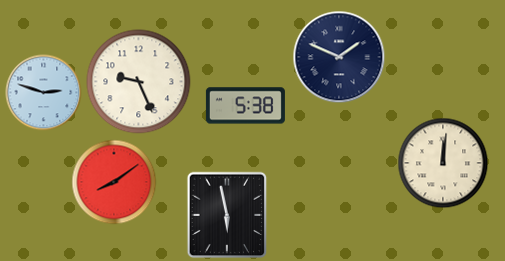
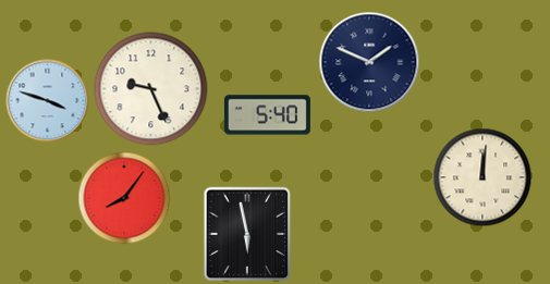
clock at (44, 93): 2:48 -> 3:48
clock at (245, 106): 5:38 -> 5:40
clock at (114, 182): 8:09 -> 8:06
